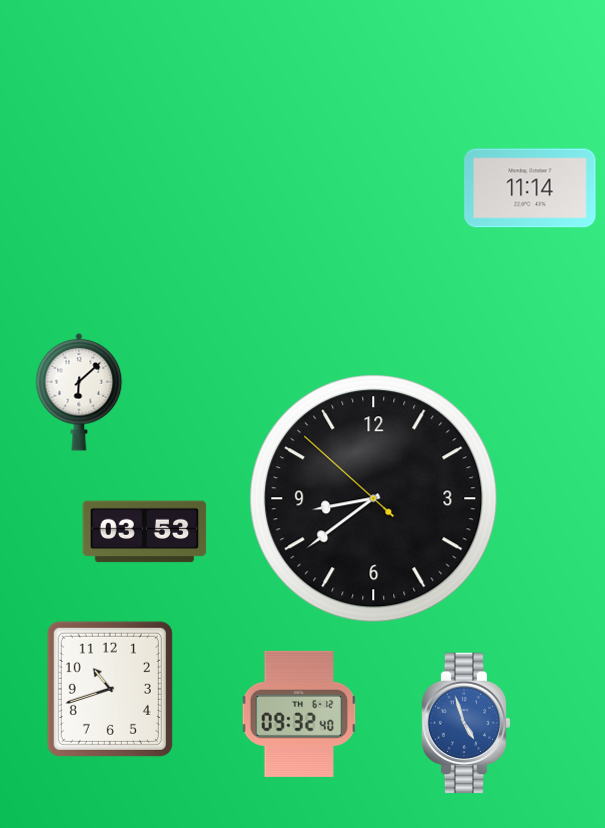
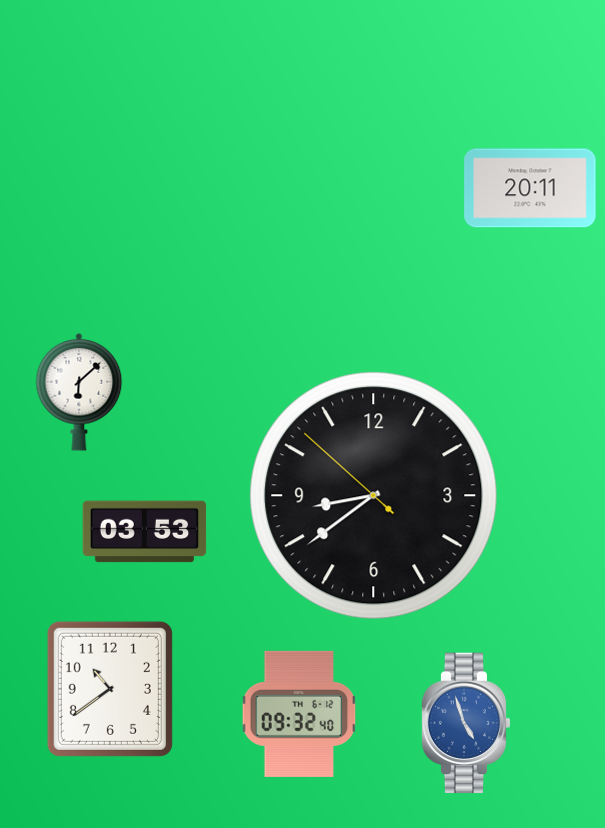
clock at (530, 188): 11:14 -> 20:11
clock at (374, 499) position: (374, 499) -> (374, 496)
clock at (110, 689): 10:42 -> 10:39
